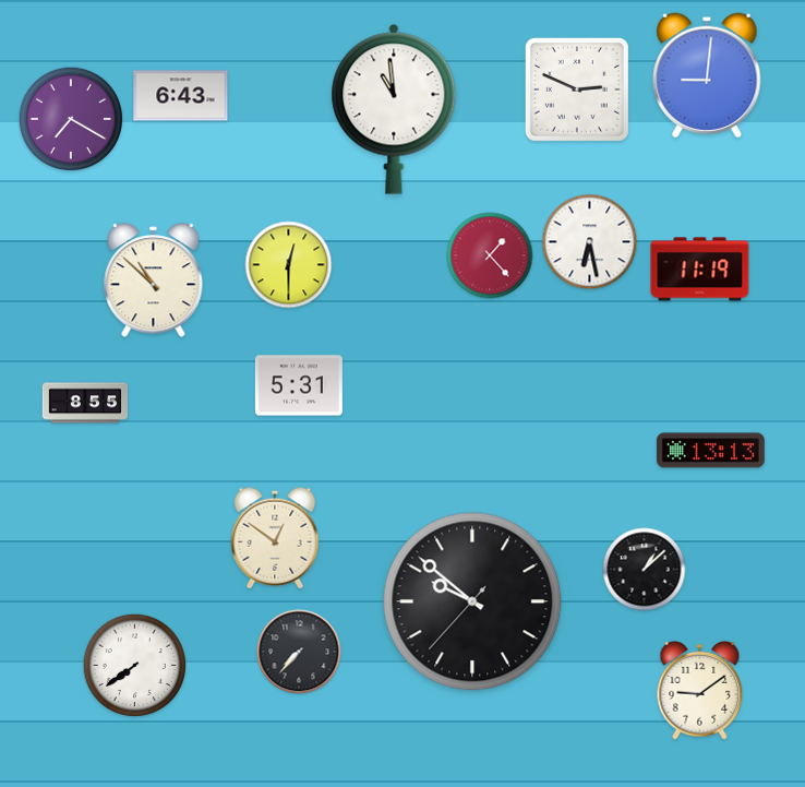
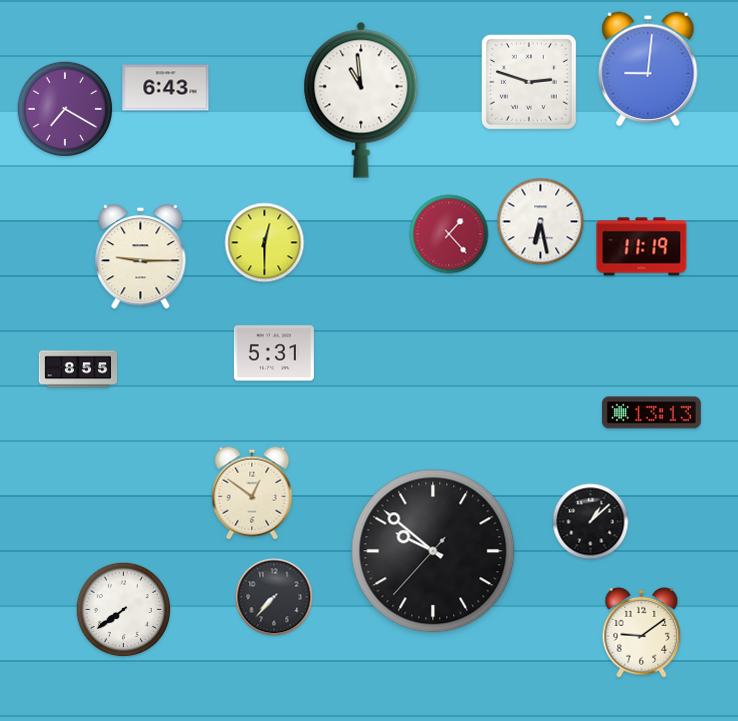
clock at (577, 90): 2:49 -> 2:48
clock at (154, 281): 10:52 -> 9:15
